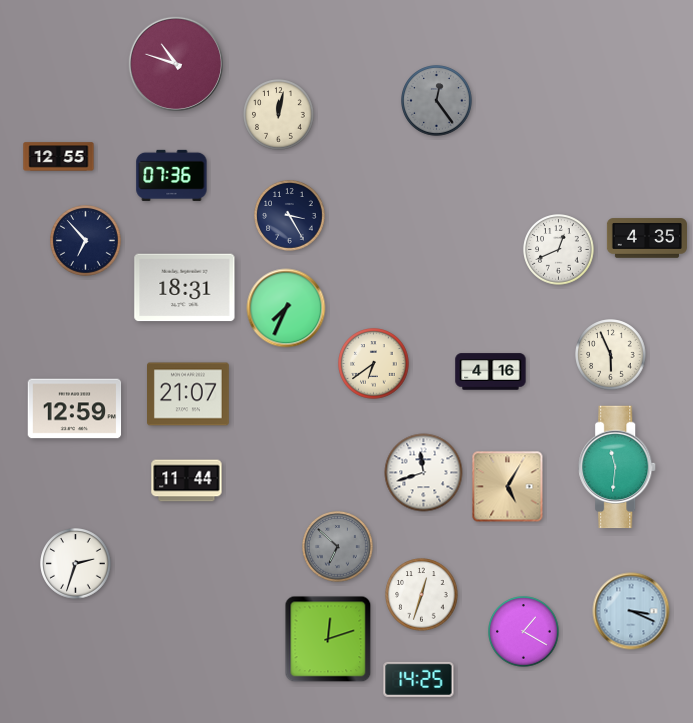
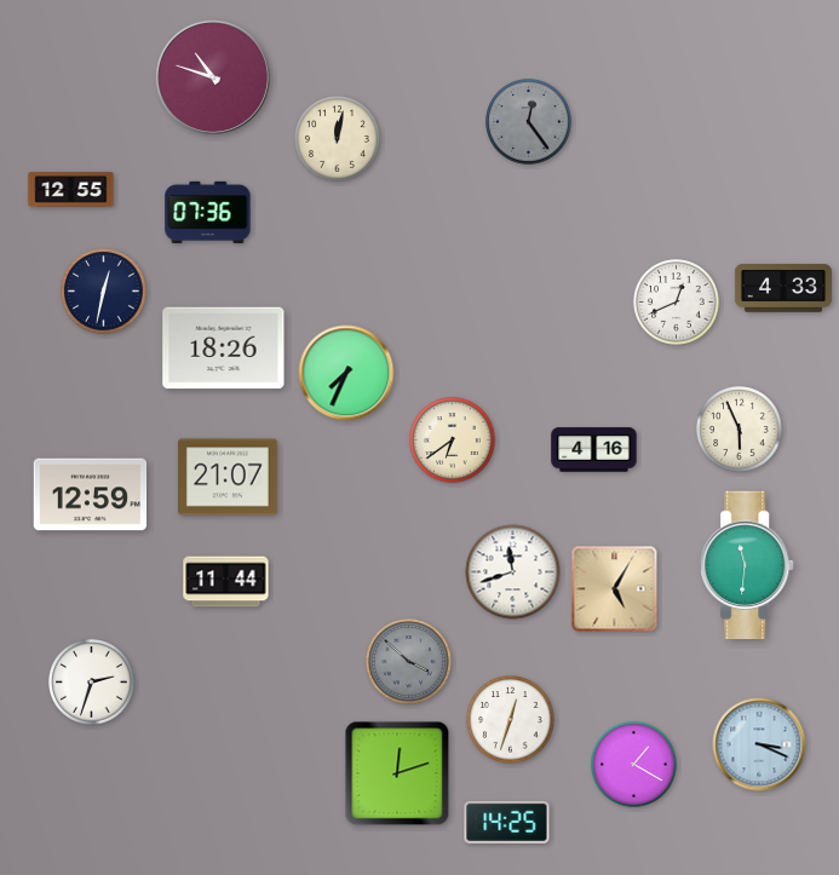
clock at (290, 216): 3:25 -> none
clock at (647, 238): 4:35 -> 4:33
clock at (86, 241): 6:53 -> 12:32
clock at (185, 288): 18:31 -> 18:26
clock at (338, 547): 6:52 -> 3:52
clock at (631, 611) position: (631, 611) -> (759, 744)
